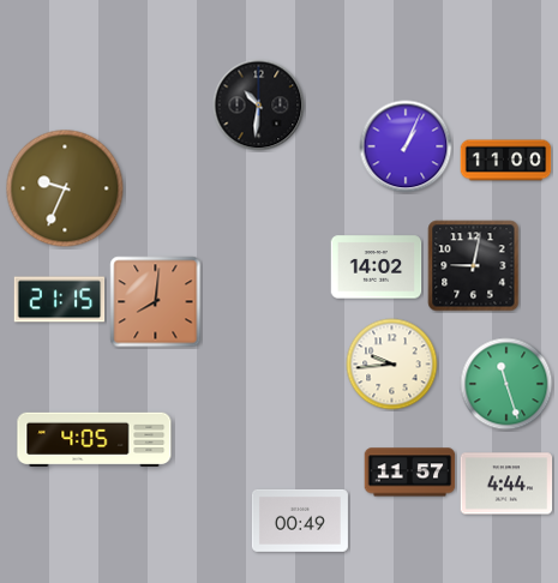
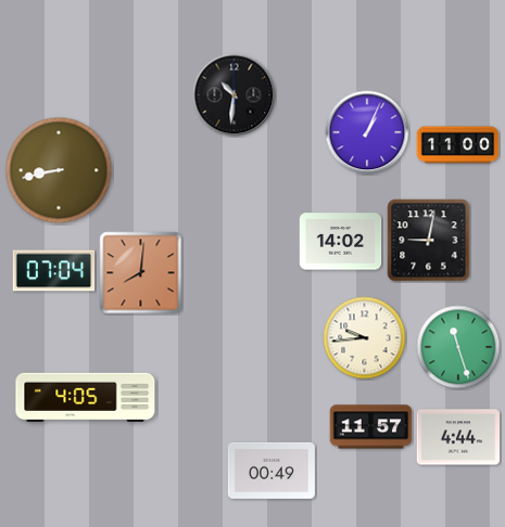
clock at (65, 188): 9:34 -> 8:43
clock at (60, 300): 21:15 -> 07:04
clock at (392, 365) position: (392, 365) -> (365, 338)
